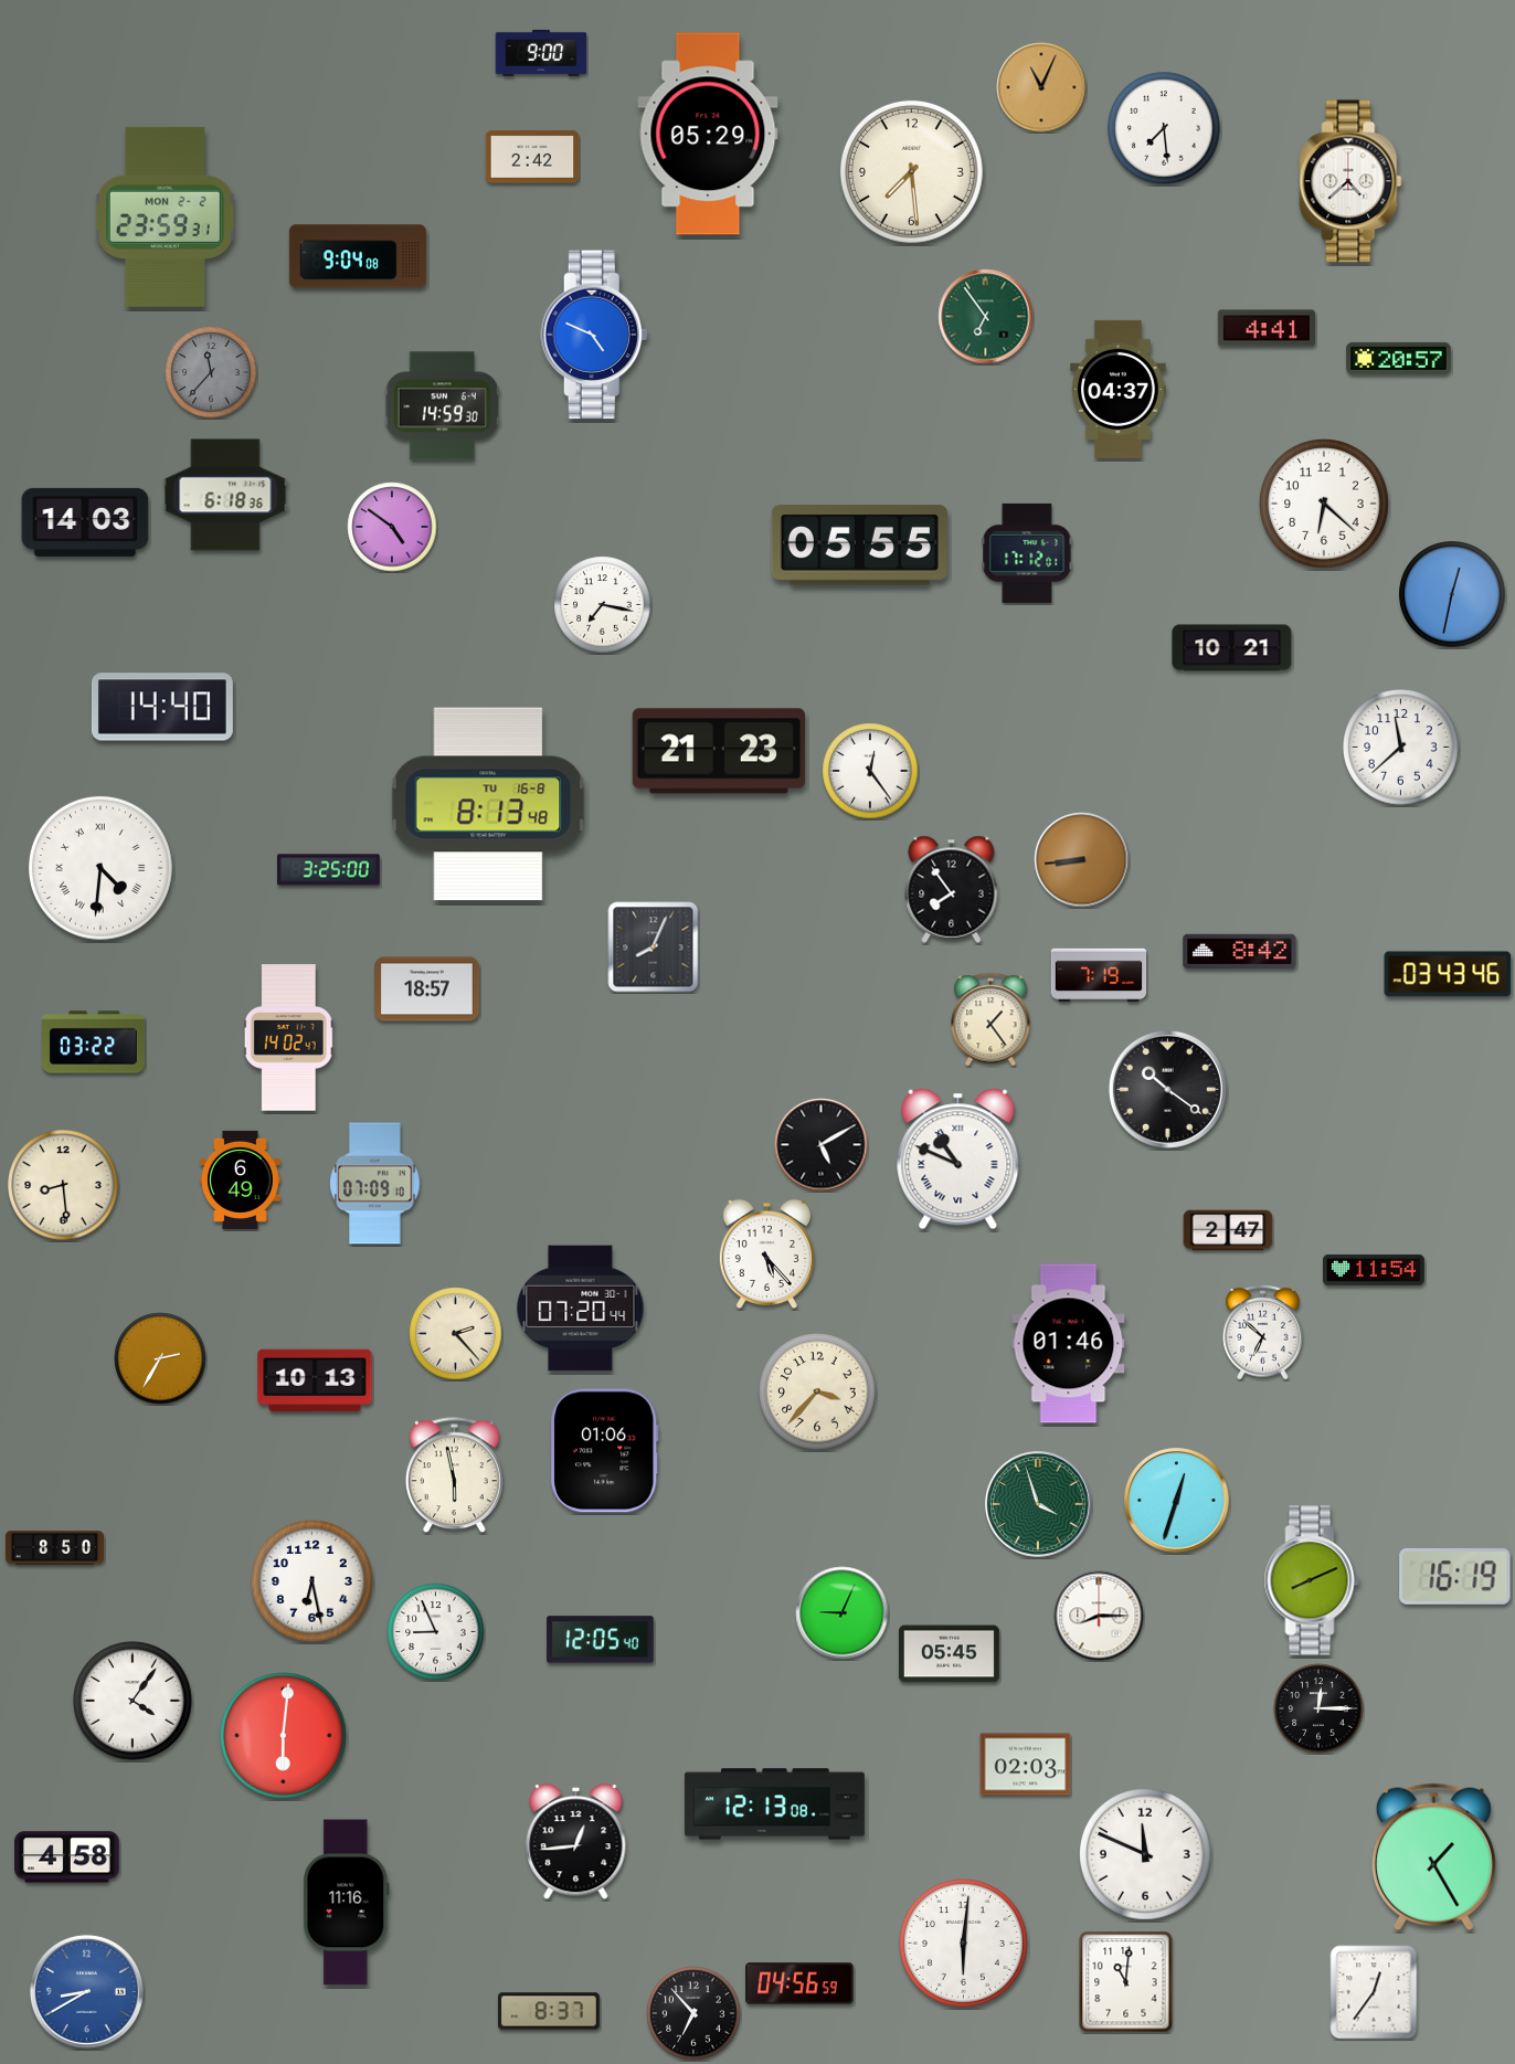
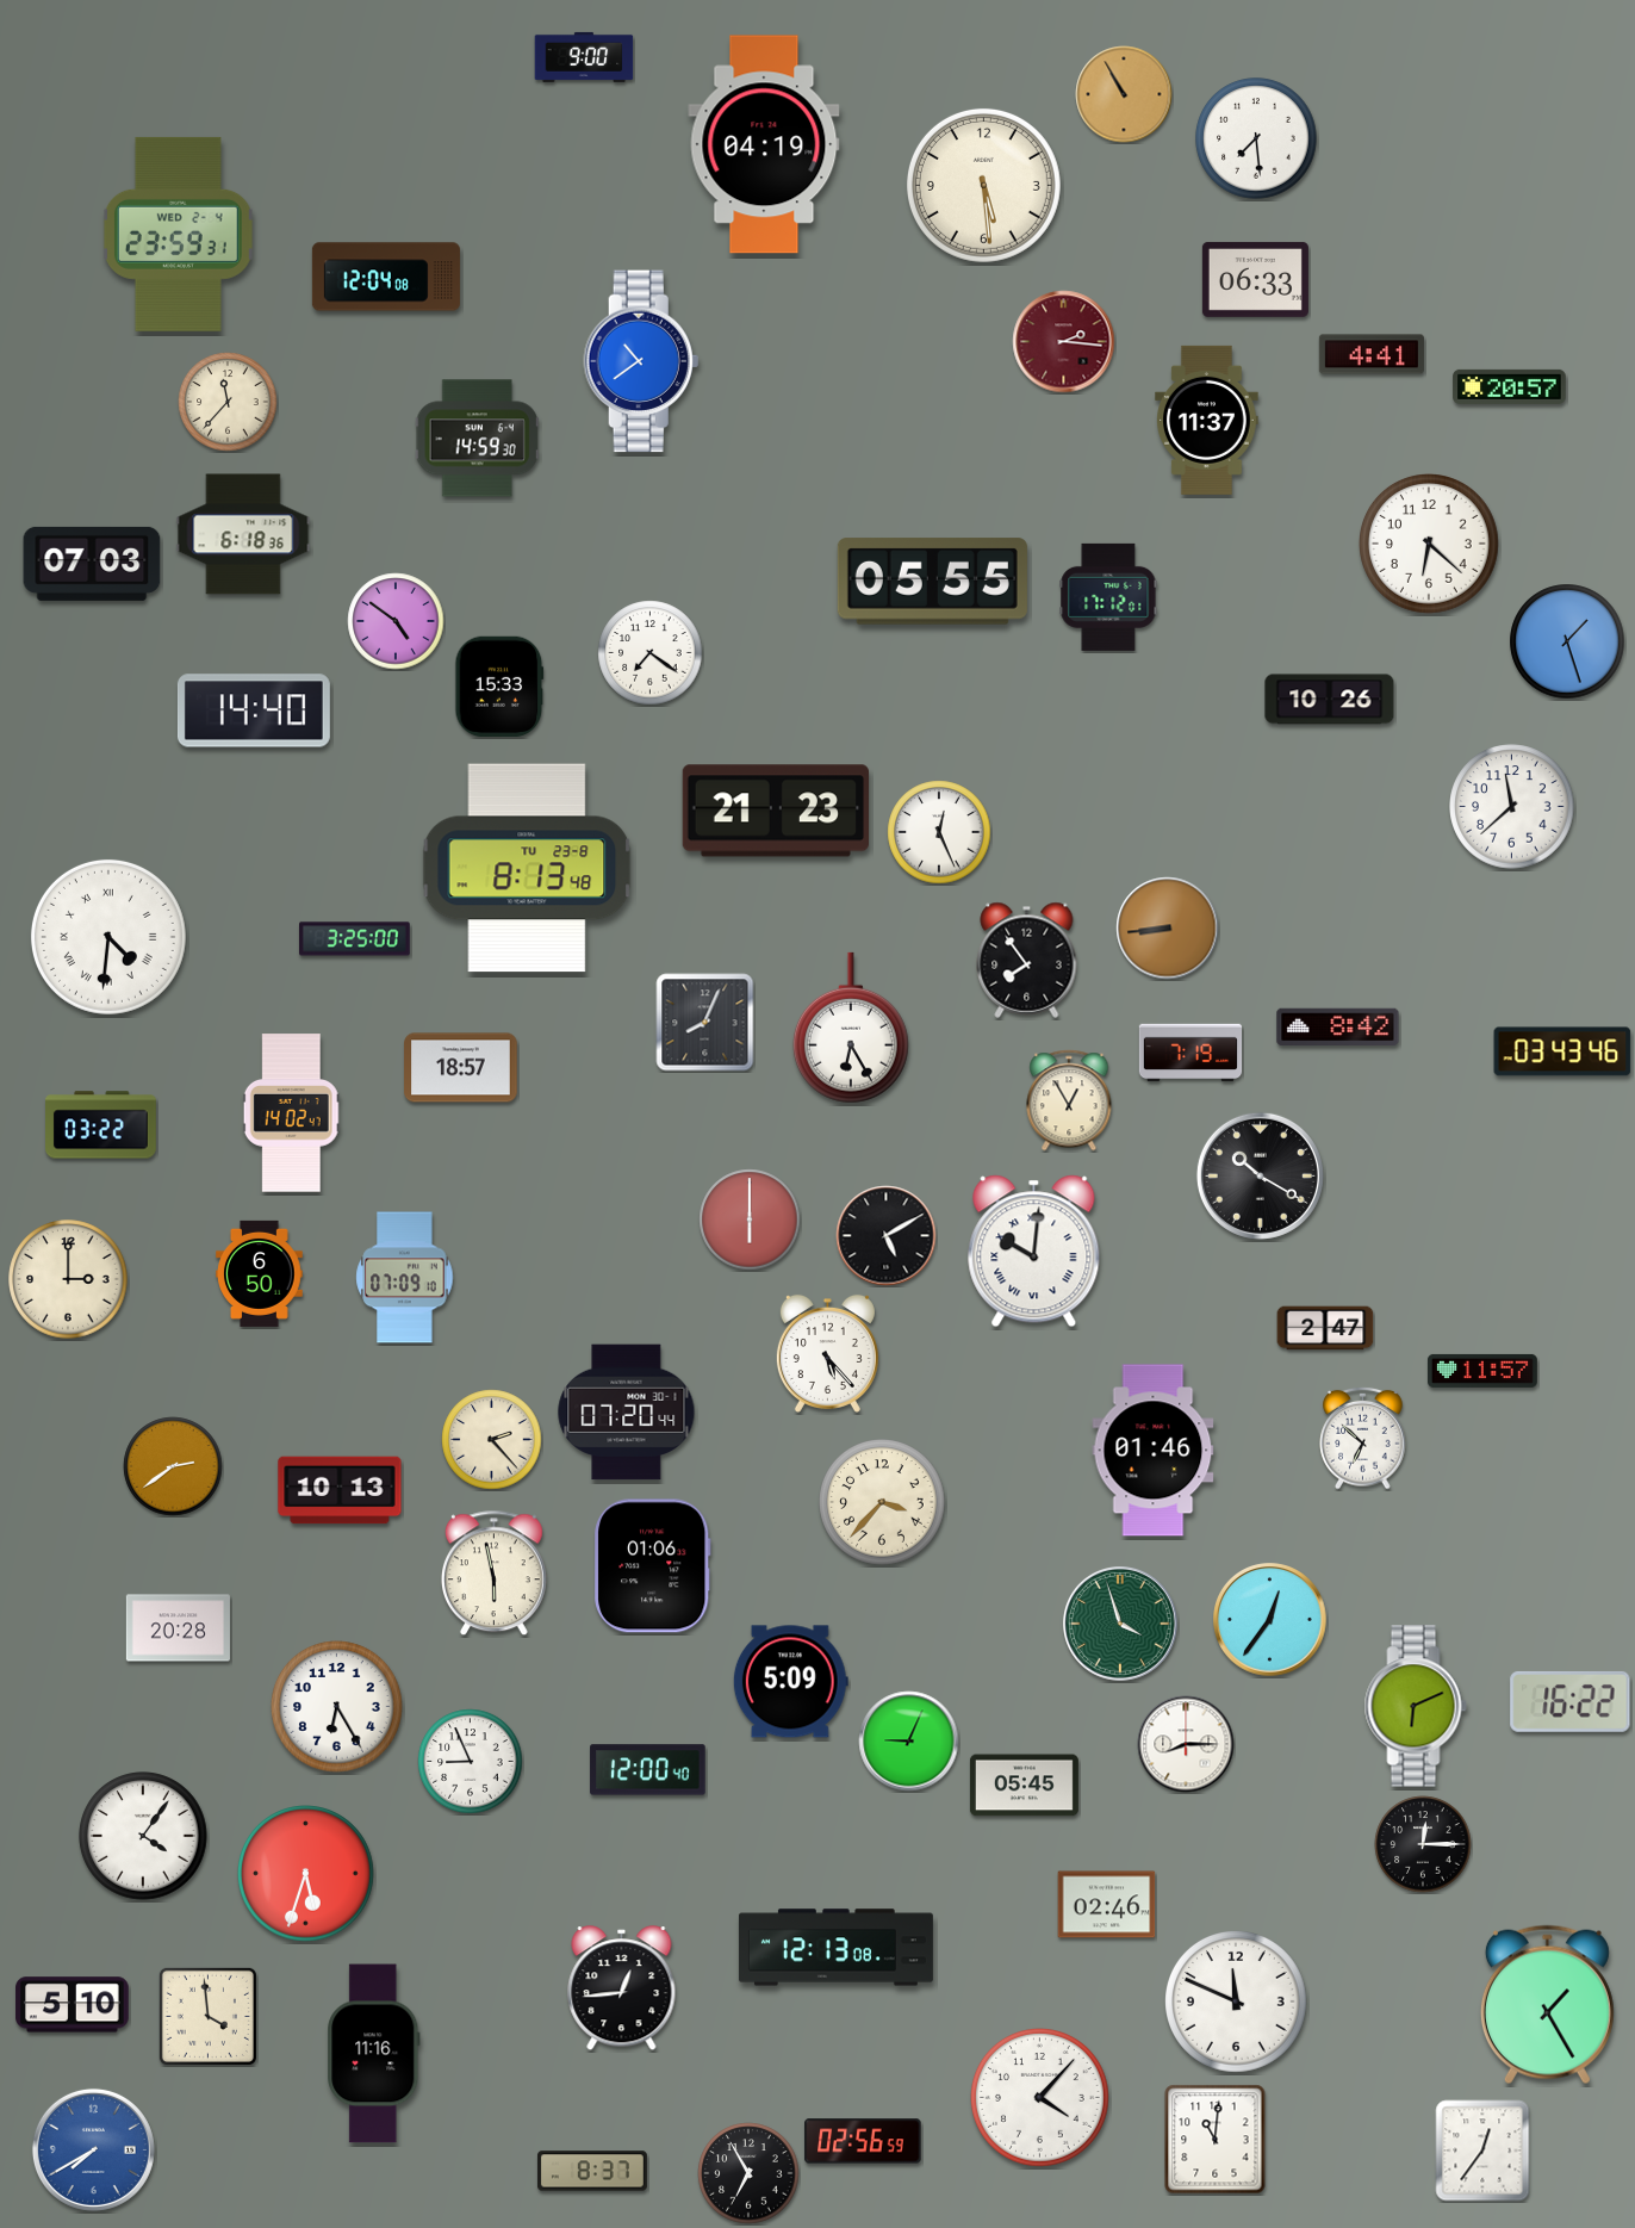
clock at (1041, 87): 11:04 -> 10:55
clock at (708, 134): 05:29 -> 04:19
clock at (532, 157): 2:42 -> none
clock at (911, 171): 7:29 -> 5:29
clock at (1350, 181): 4:38 -> none
clock at (165, 216) date: MON 2-2 -> WED 2-4
clock at (358, 256): 9:04 -> 12:04
clock at (1255, 280): none -> 06:33
clock at (986, 317): 6:54 -> 2:16
clock at (986, 317) dial: green -> burgundy
clock at (1267, 328) position: (1267, 328) -> (1372, 354)
clock at (594, 335): 4:49 -> 10:39
clock at (211, 372) dial: grey -> cream
clock at (1119, 389): 04:37 -> 11:37
clock at (85, 522): 14:03 -> 07:03
clock at (392, 527) position: (392, 527) -> (396, 621)
clock at (859, 546) position: (859, 546) -> (932, 582)
clock at (1452, 594): 12:32 -> 1:27
clock at (603, 605): 7:17 -> 7:21
clock at (499, 687): none -> 15:33
clock at (1232, 648): 10:21 -> 10:26
clock at (162, 707) position: (162, 707) -> (254, 710)
clock at (870, 771): 12:24 -> 12:26
clock at (488, 804) date: TU 16-8 -> TU 23-8
clock at (851, 1028): none -> 6:25
clock at (1099, 975) position: (1099, 975) -> (1190, 1053)
clock at (990, 1019): 1:24 -> 12:55
clock at (288, 1038) position: (288, 1038) -> (291, 1113)
clock at (1167, 1089): 10:21 -> 10:20
clock at (750, 1219): none -> 6:00
clock at (958, 1160): 10:49 -> 10:01
clock at (241, 1179): 6:49 -> 6:50
clock at (63, 1185): 8:29 -> 3:00
clock at (1374, 1270): 11:54 -> 11:57
clock at (160, 1358): 2:35 -> 2:39
clock at (454, 1475) position: (454, 1475) -> (493, 1574)
clock at (1177, 1501): 12:33 -> 12:36
clock at (178, 1628): none -> 20:28
clock at (54, 1548): 8:50 -> none
clock at (790, 1682): none -> 5:09
clock at (1455, 1576): 16:19 -> 16:22
clock at (1312, 1580): 8:11 -> 6:11
clock at (312, 1581): 6:28 -> 6:25
clock at (601, 1640): 12:05 -> 12:00
clock at (284, 1736): 6:01 -> 5:33
clock at (1026, 1765): 02:03 -> 02:46
clock at (67, 1857): 4:58 -> 5:10
clock at (207, 2016): none -> 3:59
clock at (964, 1944): 6:01 -> 4:07
clock at (799, 1983): 04:56 -> 02:56
clock at (86, 1991): 8:40 -> 7:40
clock at (693, 2013): 6:53 -> 6:55
